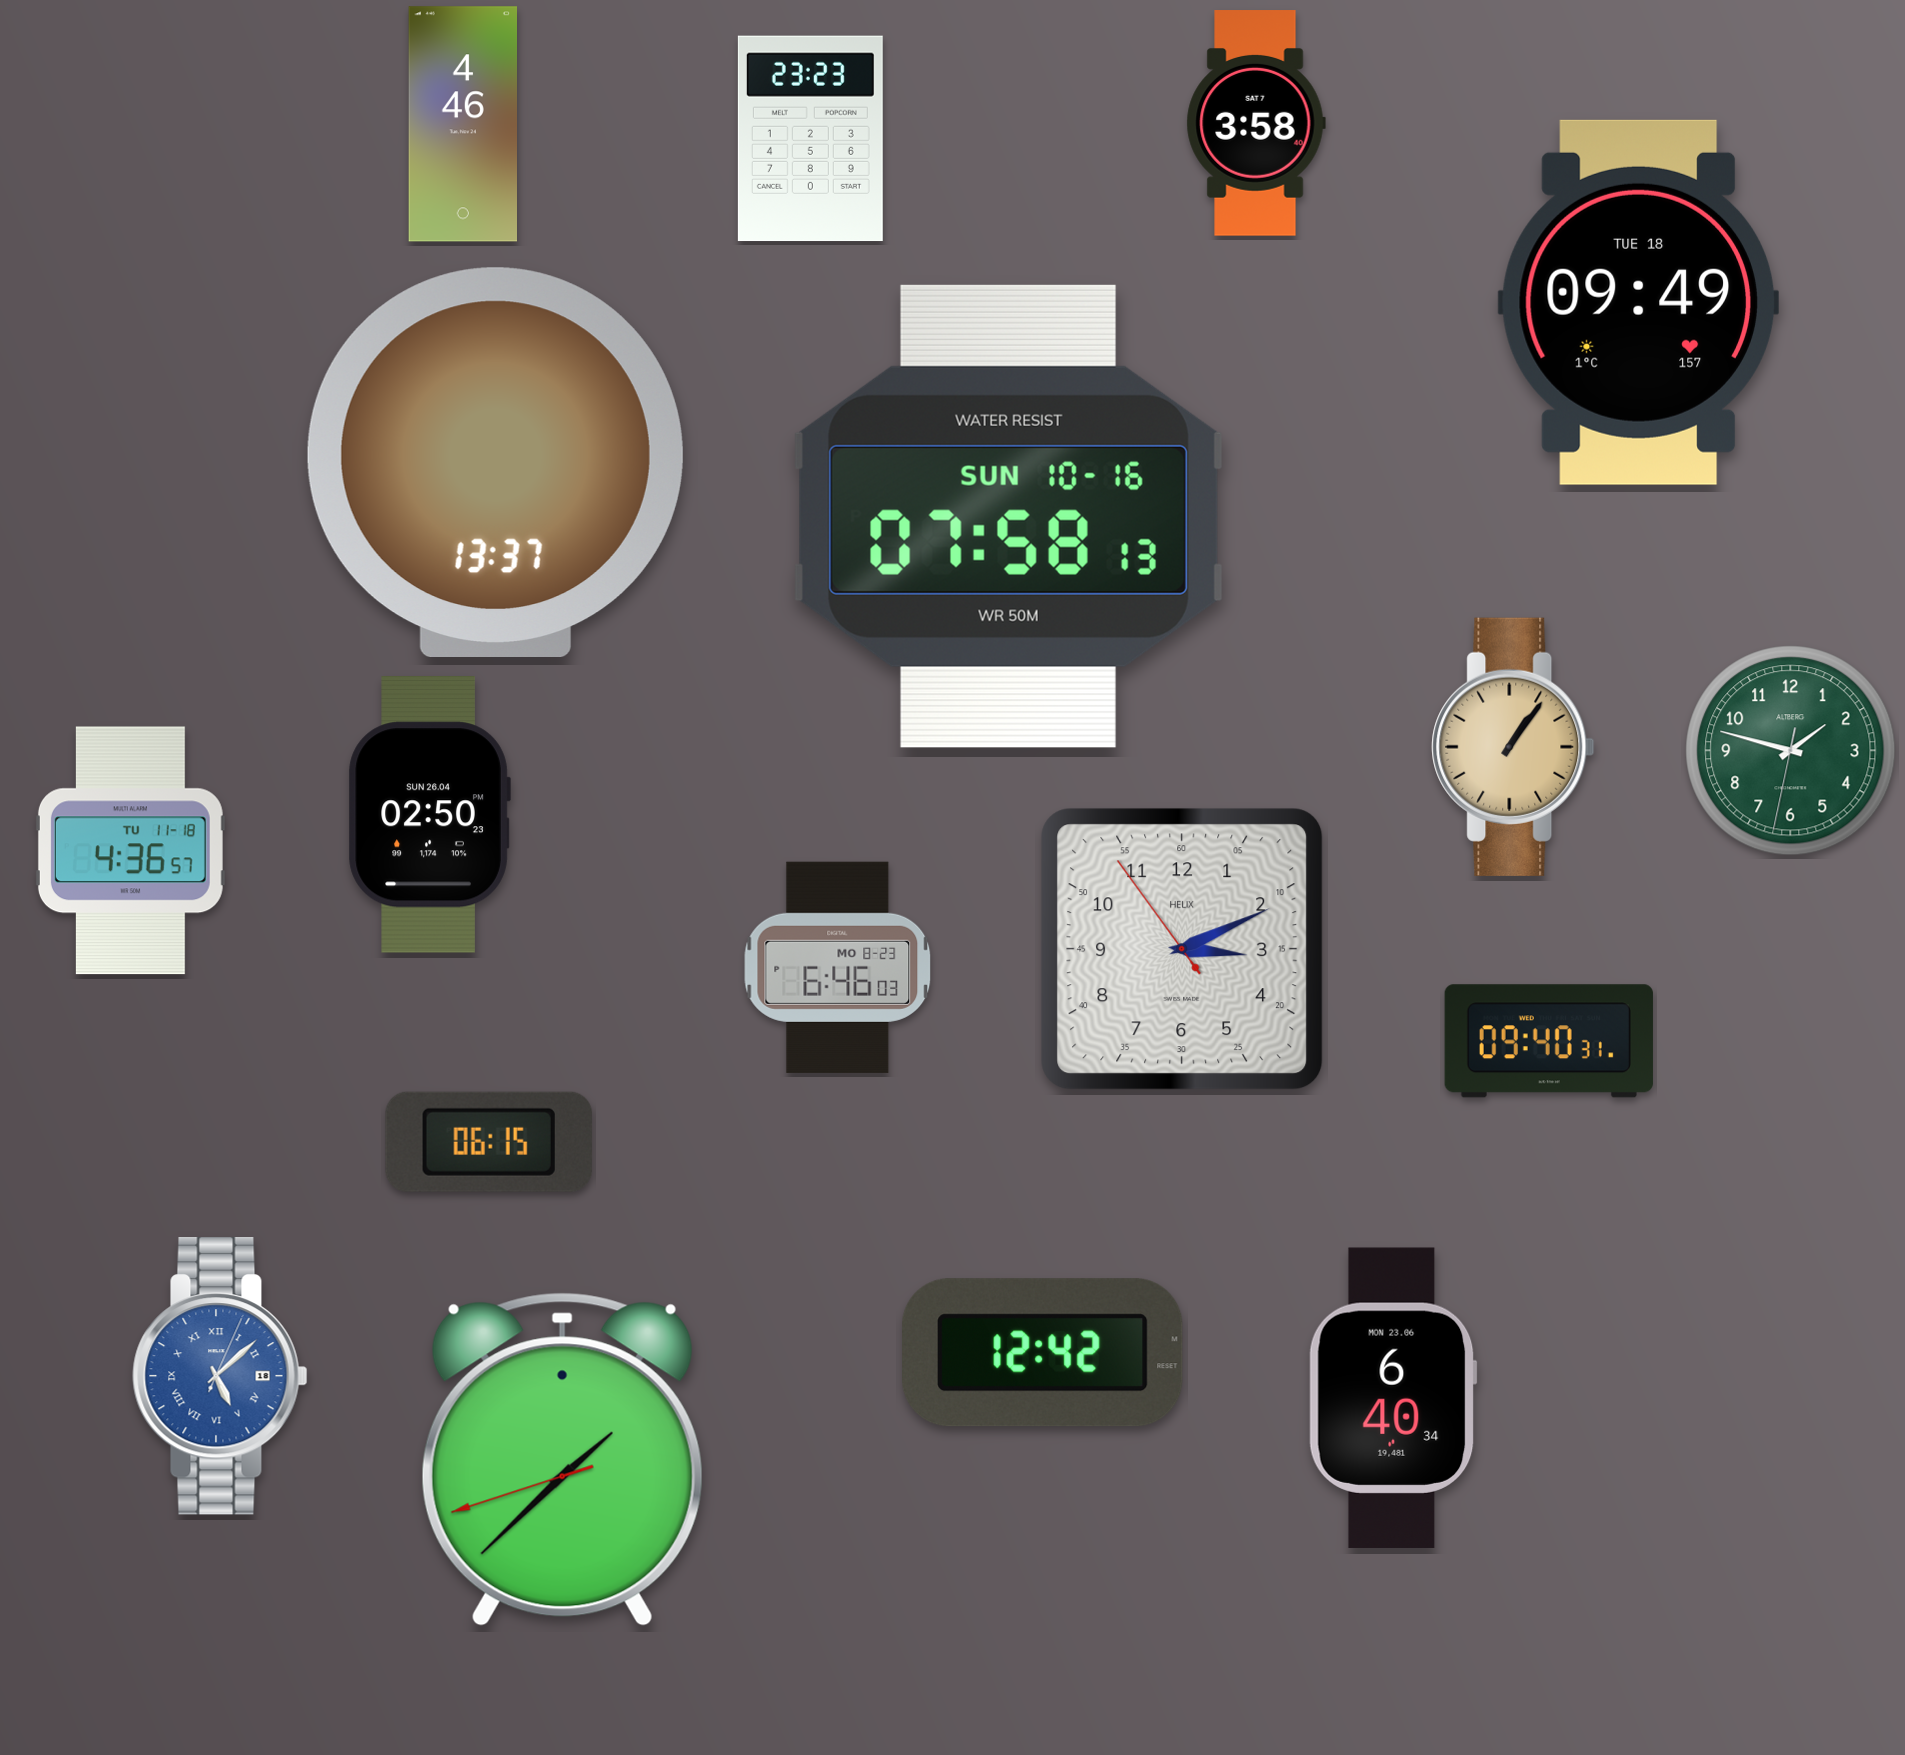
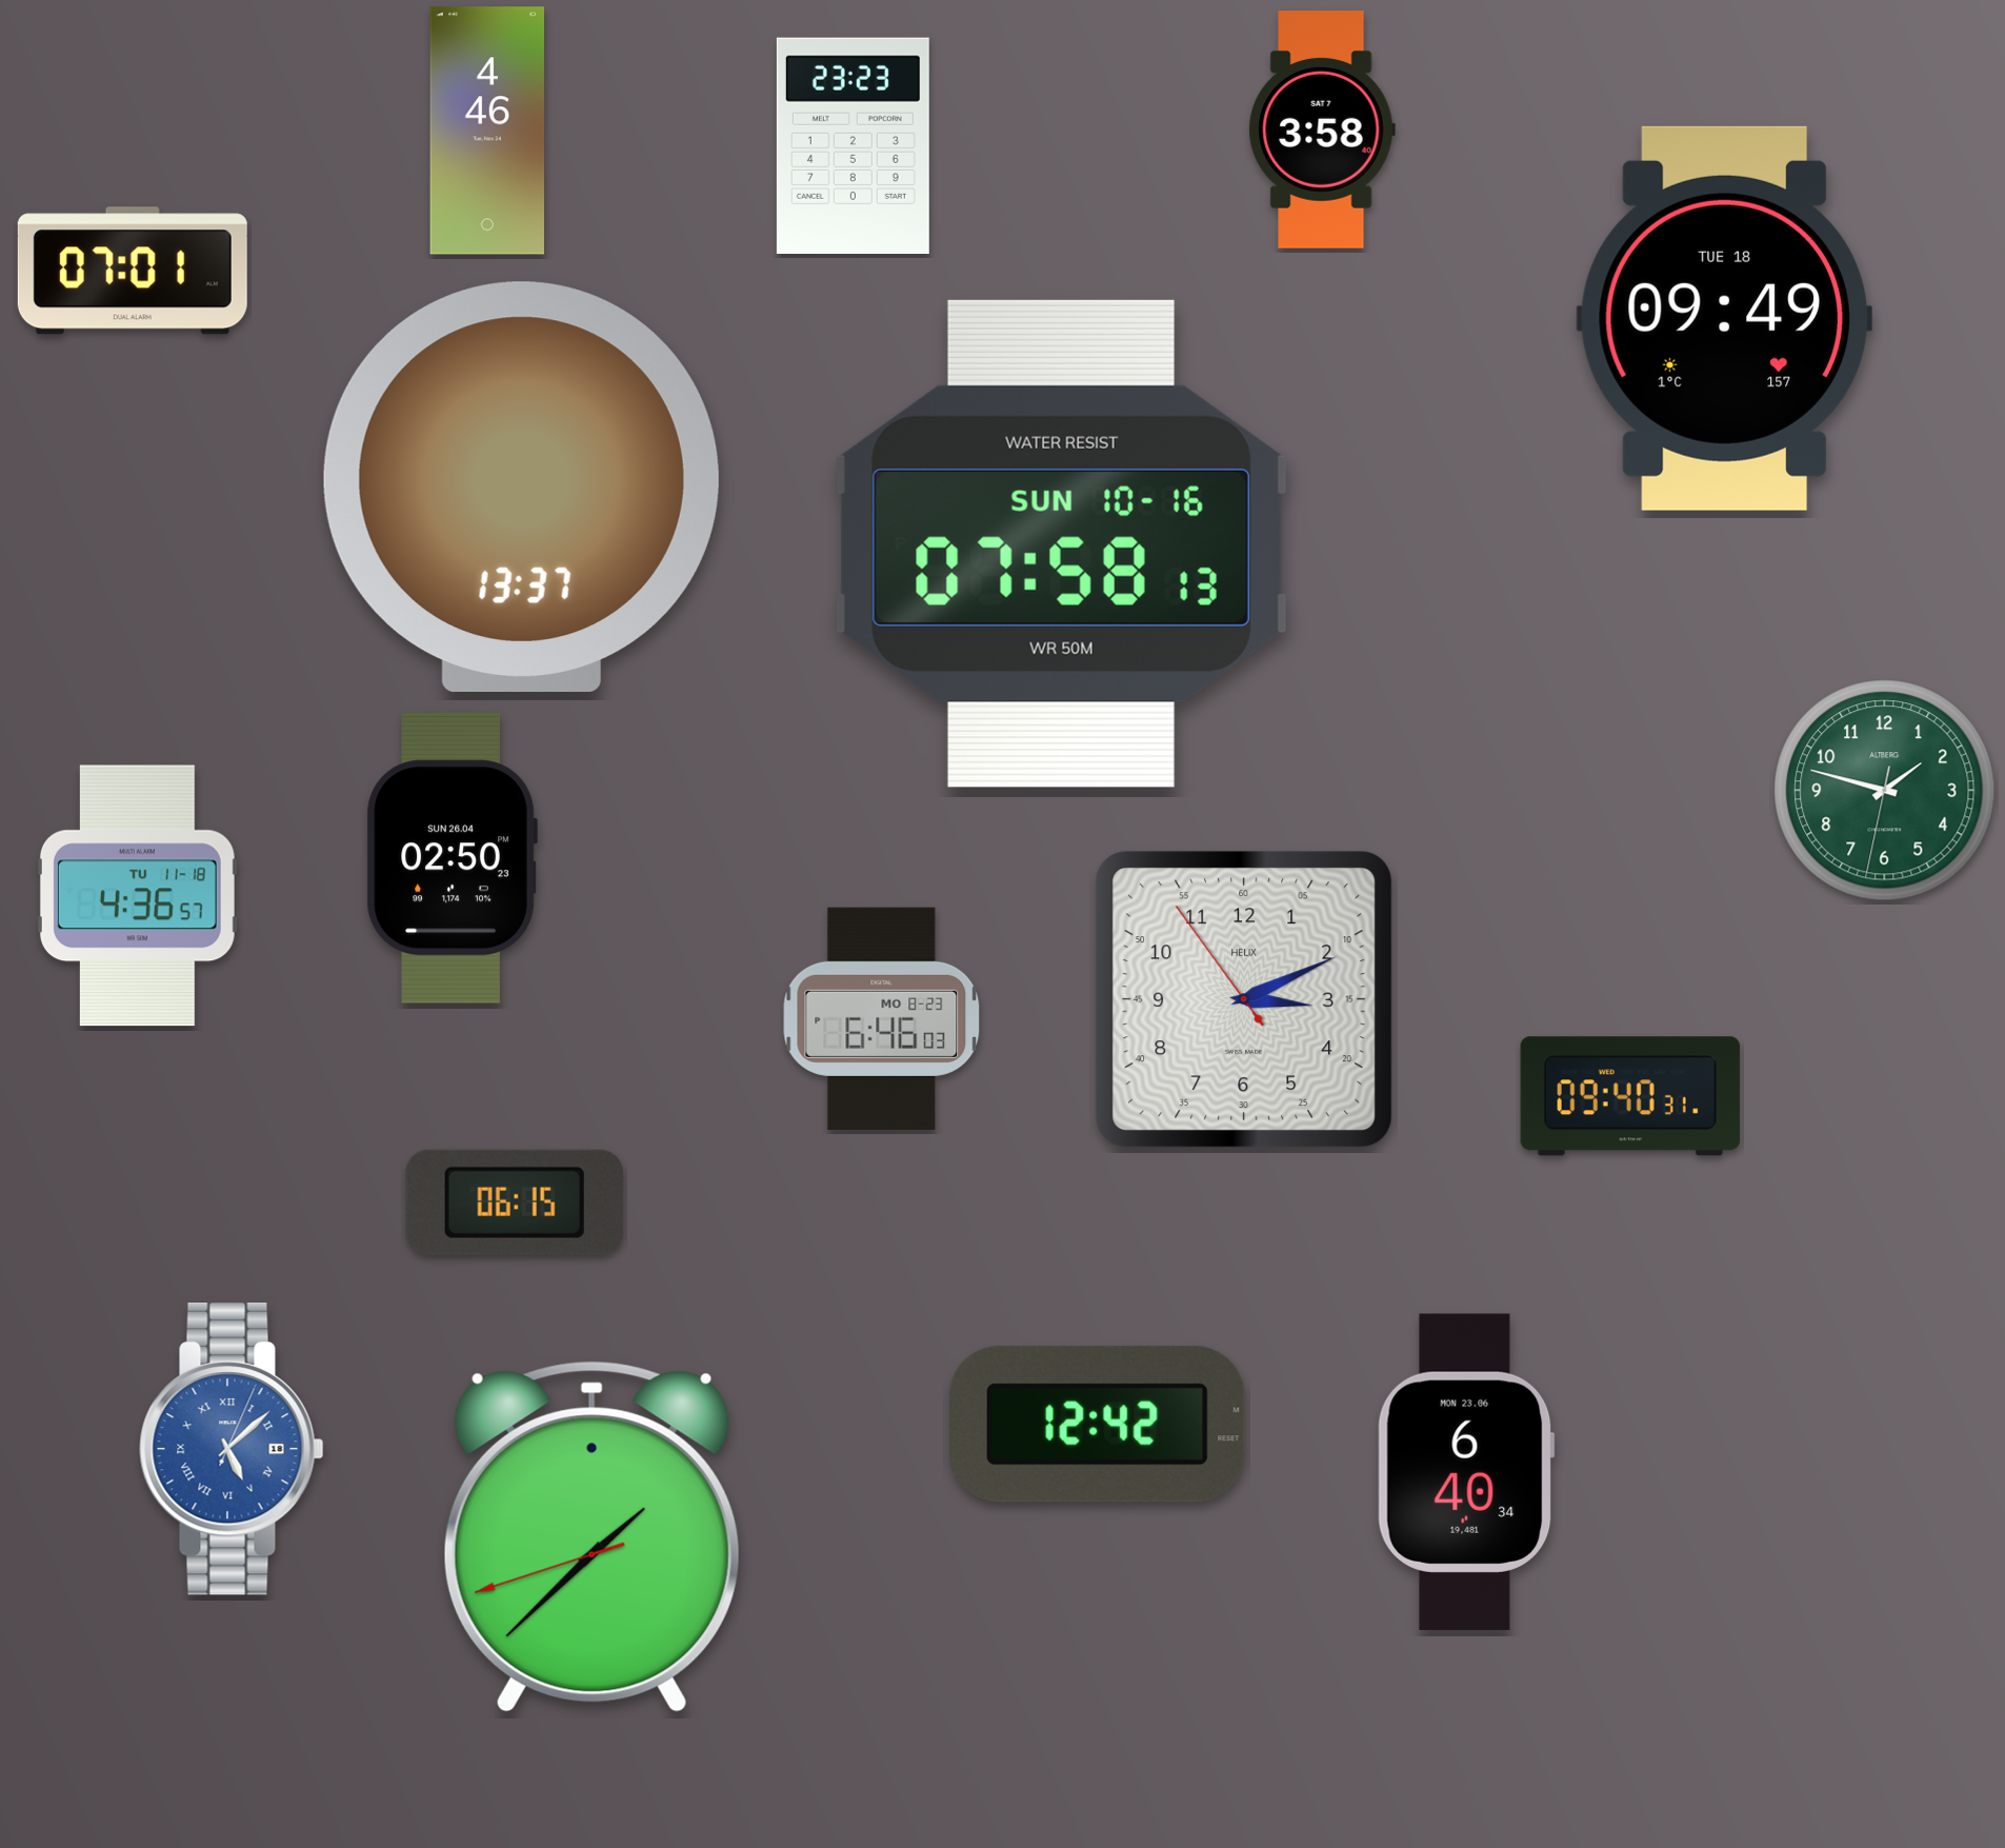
clock at (133, 271): none -> 07:01
clock at (1513, 747): 1:06 -> none
